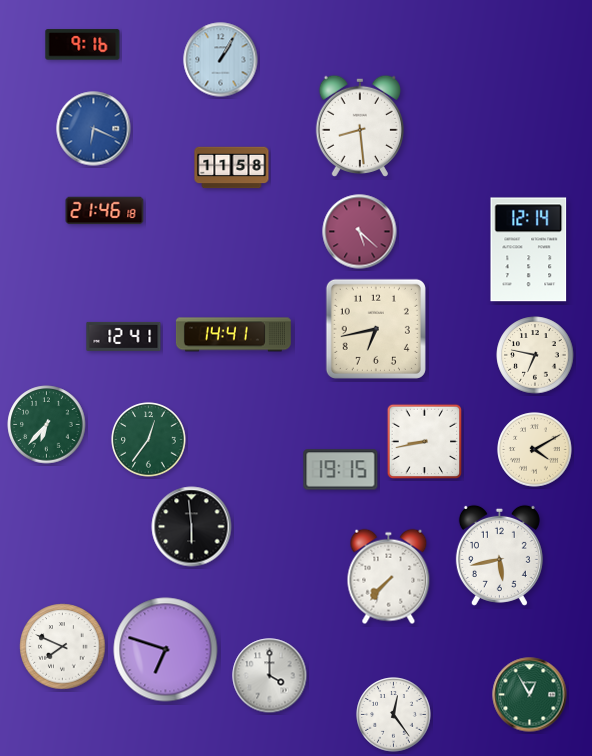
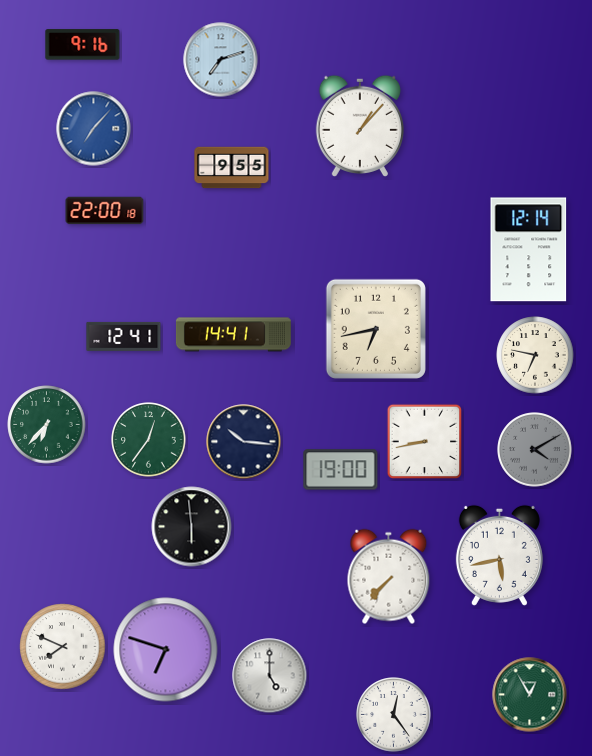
clock at (221, 60): 1:05 -> 7:12
clock at (360, 126): 8:29 -> 1:07
clock at (94, 129): 6:19 -> 7:07
clock at (232, 168): 11:58 -> 9:55
clock at (105, 211): 21:46 -> 22:00
clock at (360, 232): 5:22 -> none
clock at (244, 442): none -> 10:16
clock at (535, 450) dial: cream -> grey
clock at (341, 470): 19:15 -> 19:00
clock at (270, 676): 4:00 -> 5:00
